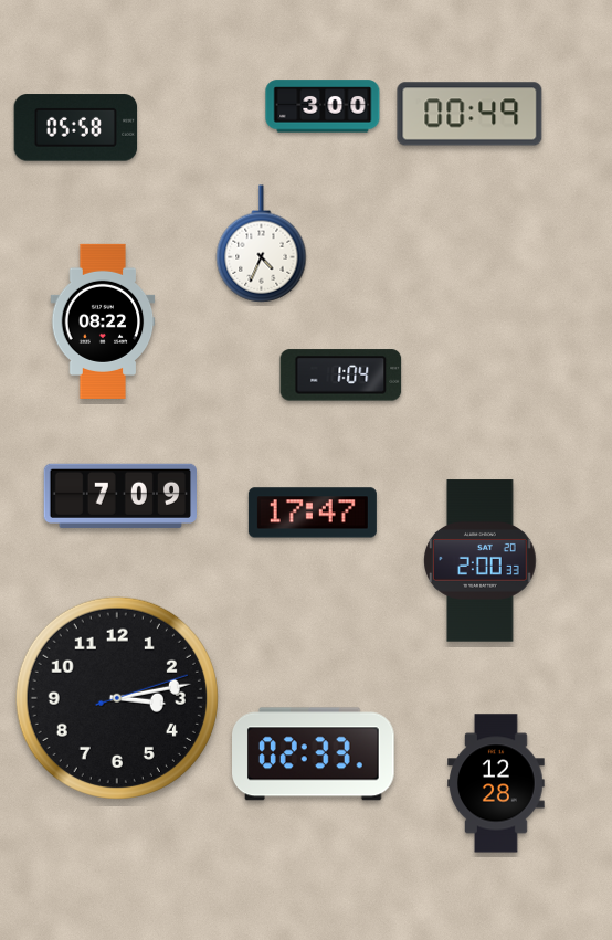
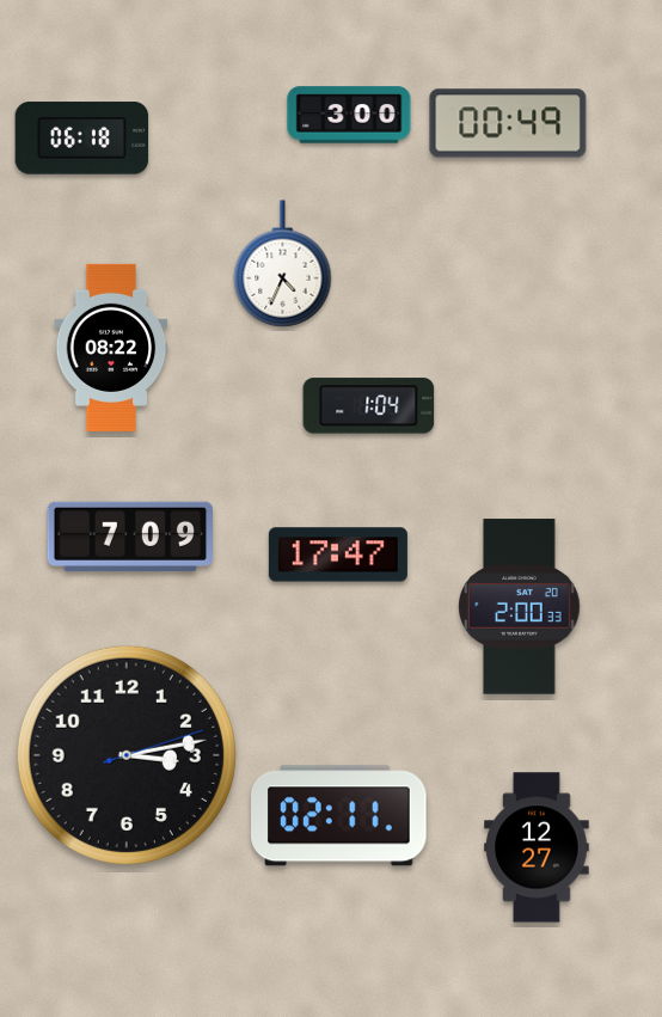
clock at (76, 128): 05:58 -> 06:18
clock at (314, 754): 02:33 -> 02:11
clock at (496, 783): 12:28 -> 12:27
